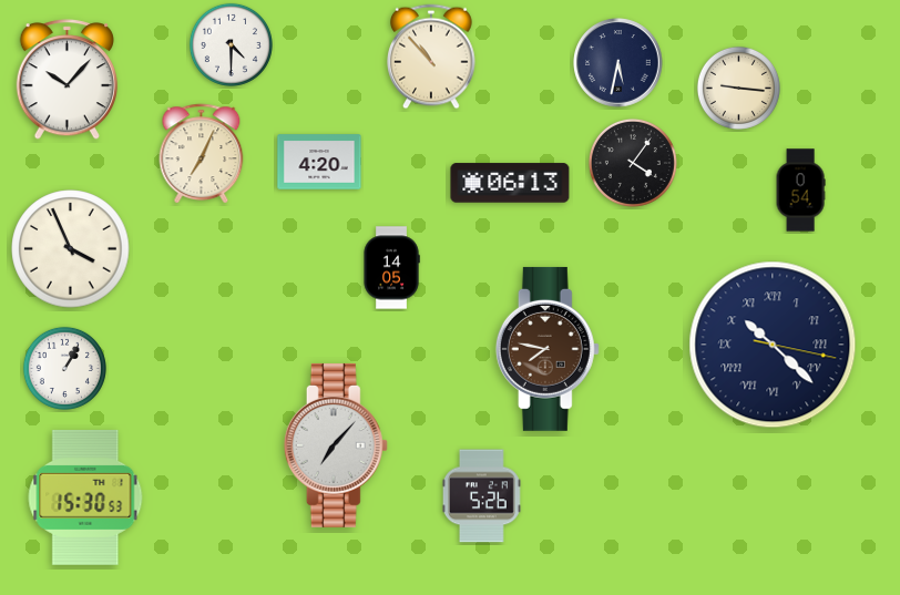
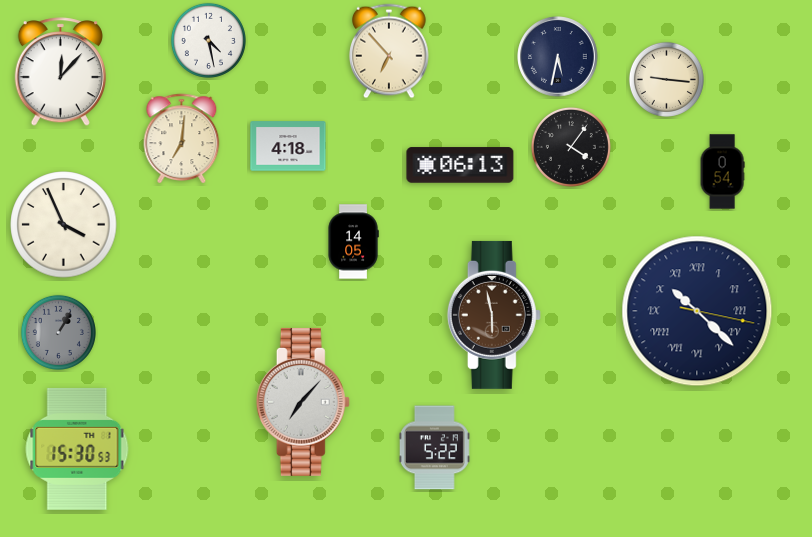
clock at (231, 44): 4:30 -> 4:28
clock at (431, 57): 10:53 -> 6:53
clock at (67, 80): 10:07 -> 12:07
clock at (202, 154): 7:04 -> 7:01
clock at (319, 162): 4:20 -> 4:18
clock at (548, 349): 7:47 -> 5:58
clock at (64, 368) dial: white -> grey
clock at (481, 496): 5:26 -> 5:22
